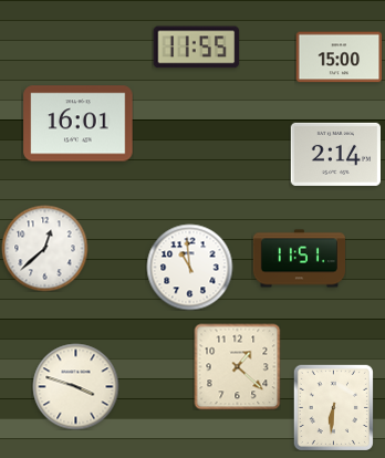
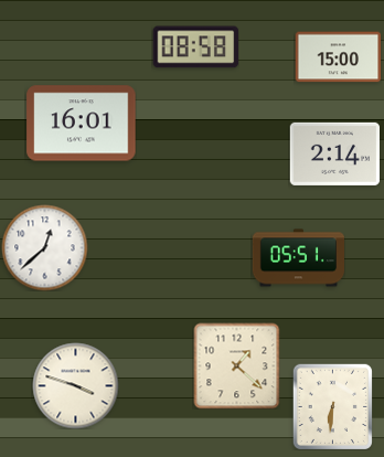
clock at (196, 48): 11:55 -> 08:58
clock at (79, 124) position: (79, 124) -> (82, 124)
clock at (299, 259): 11:51 -> 05:51
clock at (189, 267): 10:59 -> none
